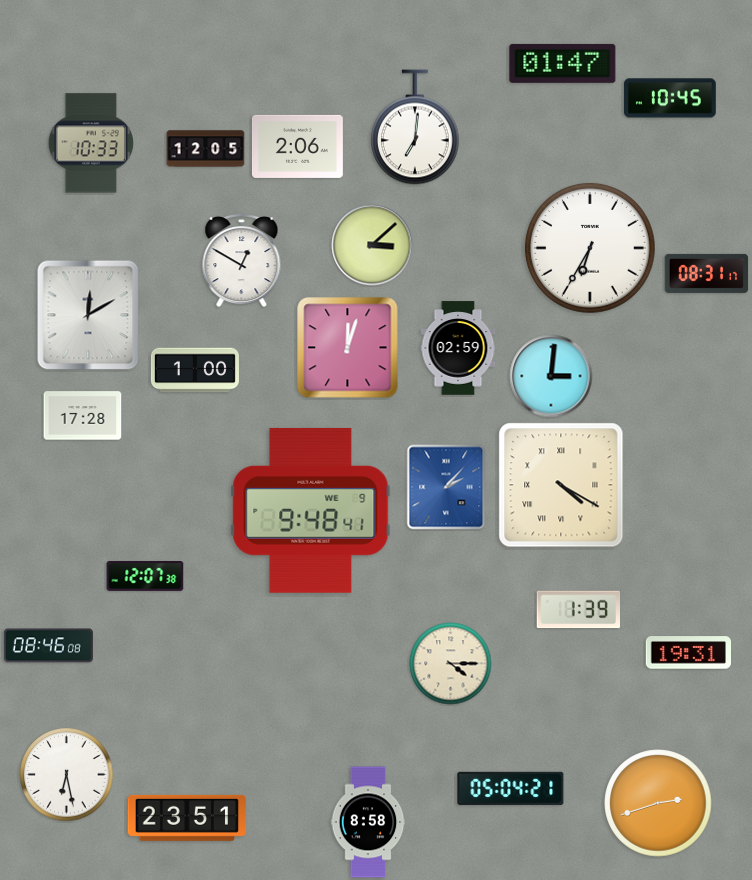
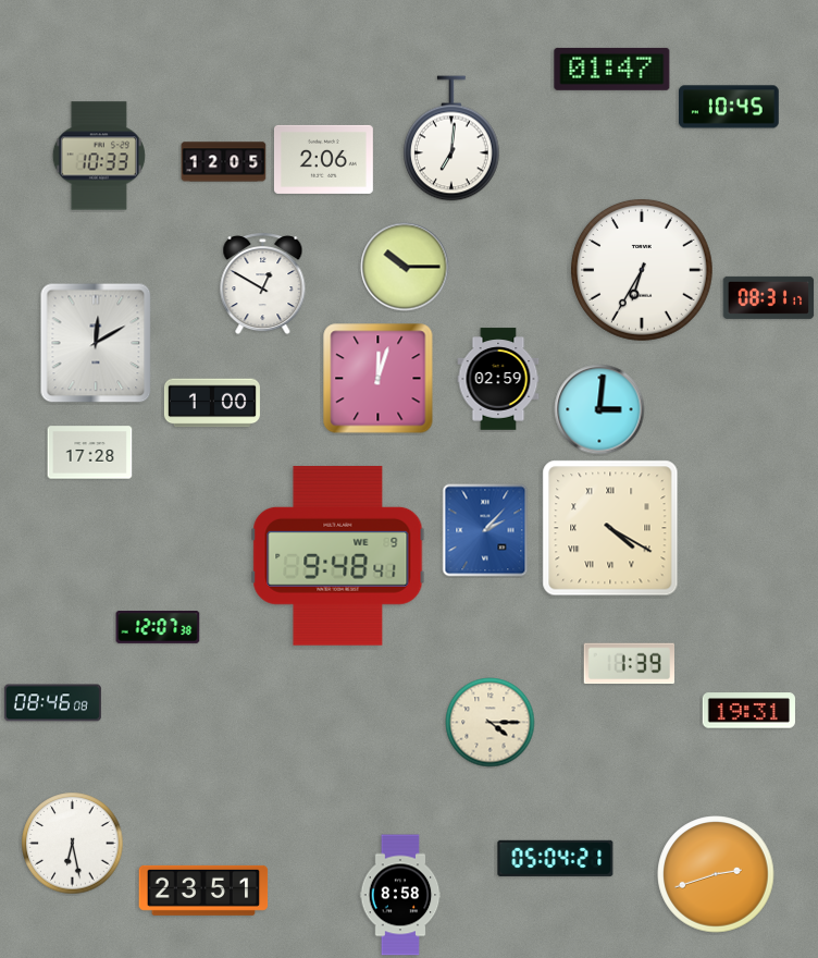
clock at (372, 245): 3:08 -> 10:15
